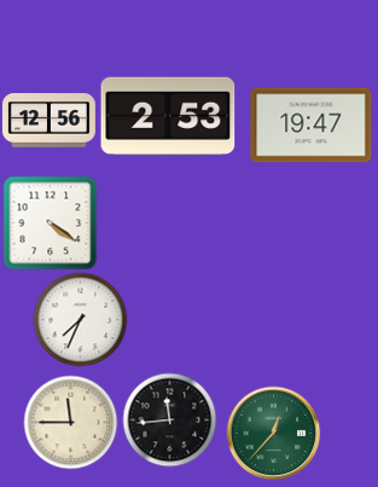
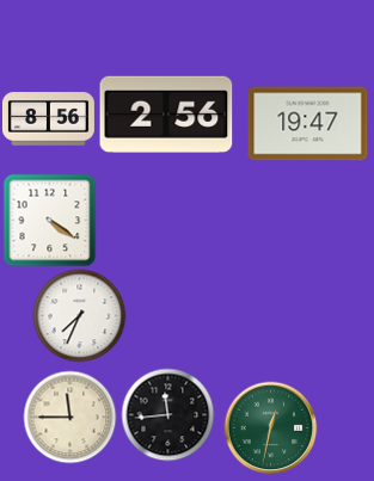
clock at (168, 116): 2:53 -> 2:56
clock at (48, 121): 12:56 -> 8:56
clock at (273, 433): 12:37 -> 12:32
